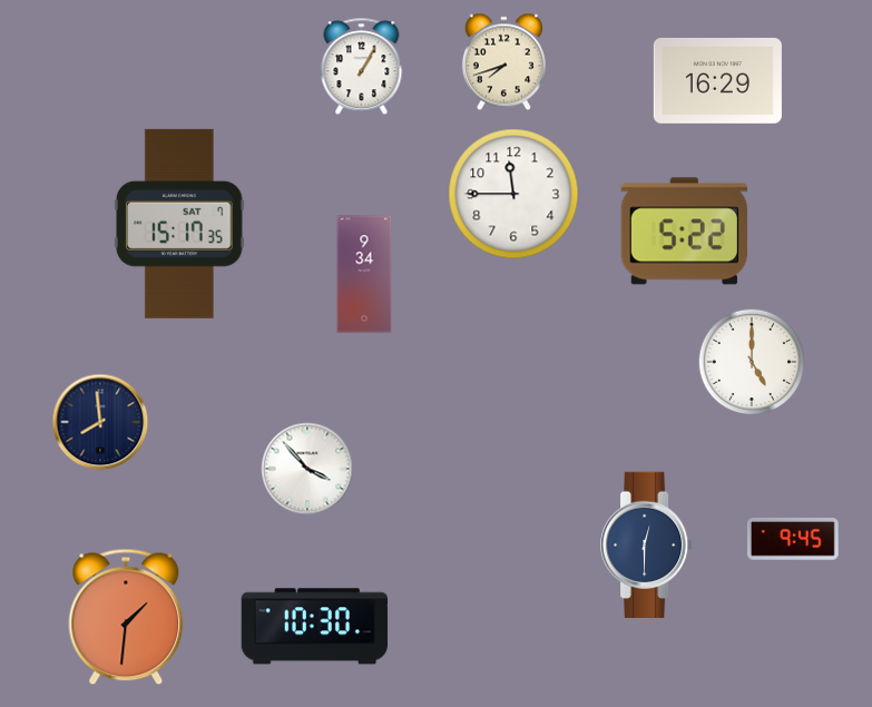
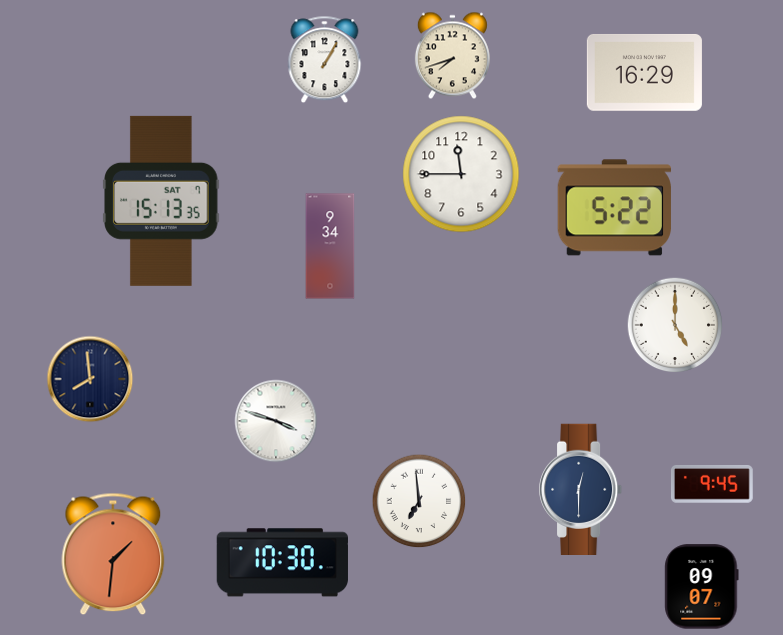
clock at (179, 224): 15:17 -> 15:13
clock at (364, 274) position: (364, 274) -> (330, 246)
clock at (307, 469): 3:53 -> 3:48
clock at (419, 501): none -> 6:59
clock at (702, 587): none -> 09:07
